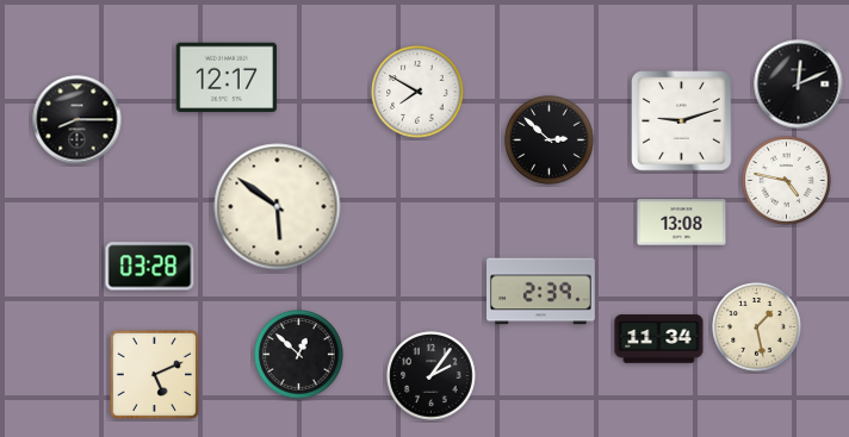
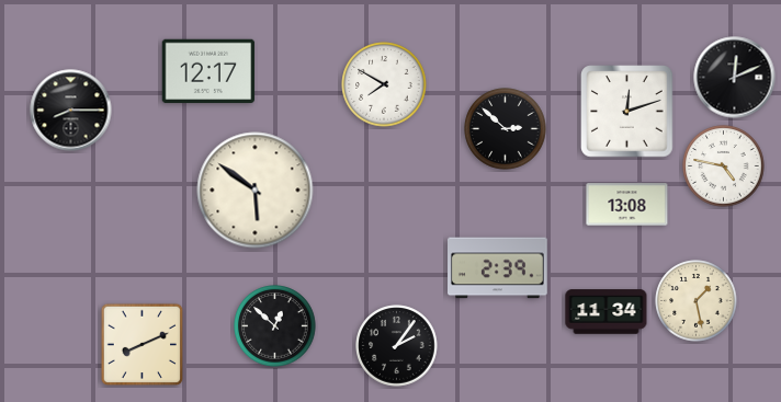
clock at (682, 121): 9:12 -> 12:12
clock at (150, 267): 03:28 -> none
clock at (155, 375): 5:11 -> 8:11
